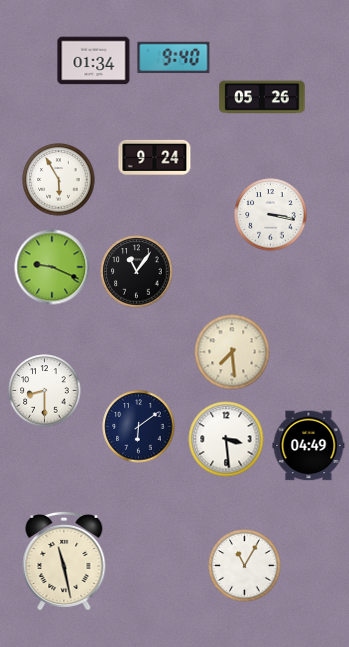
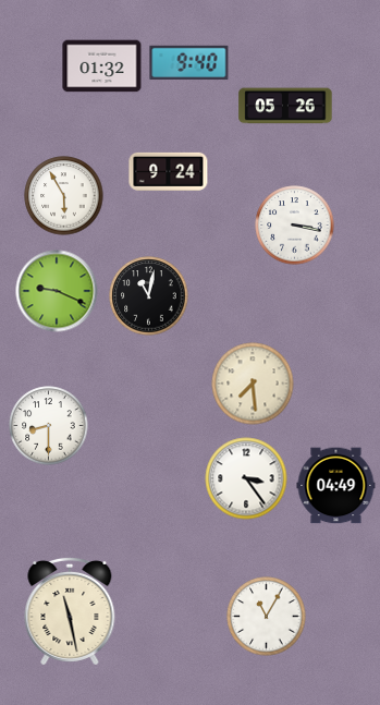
clock at (94, 61): 01:34 -> 01:32
clock at (271, 215) position: (271, 215) -> (295, 226)
clock at (137, 272): 11:06 -> 11:02
clock at (139, 427): 6:09 -> none
clock at (226, 439): 3:29 -> 3:24
